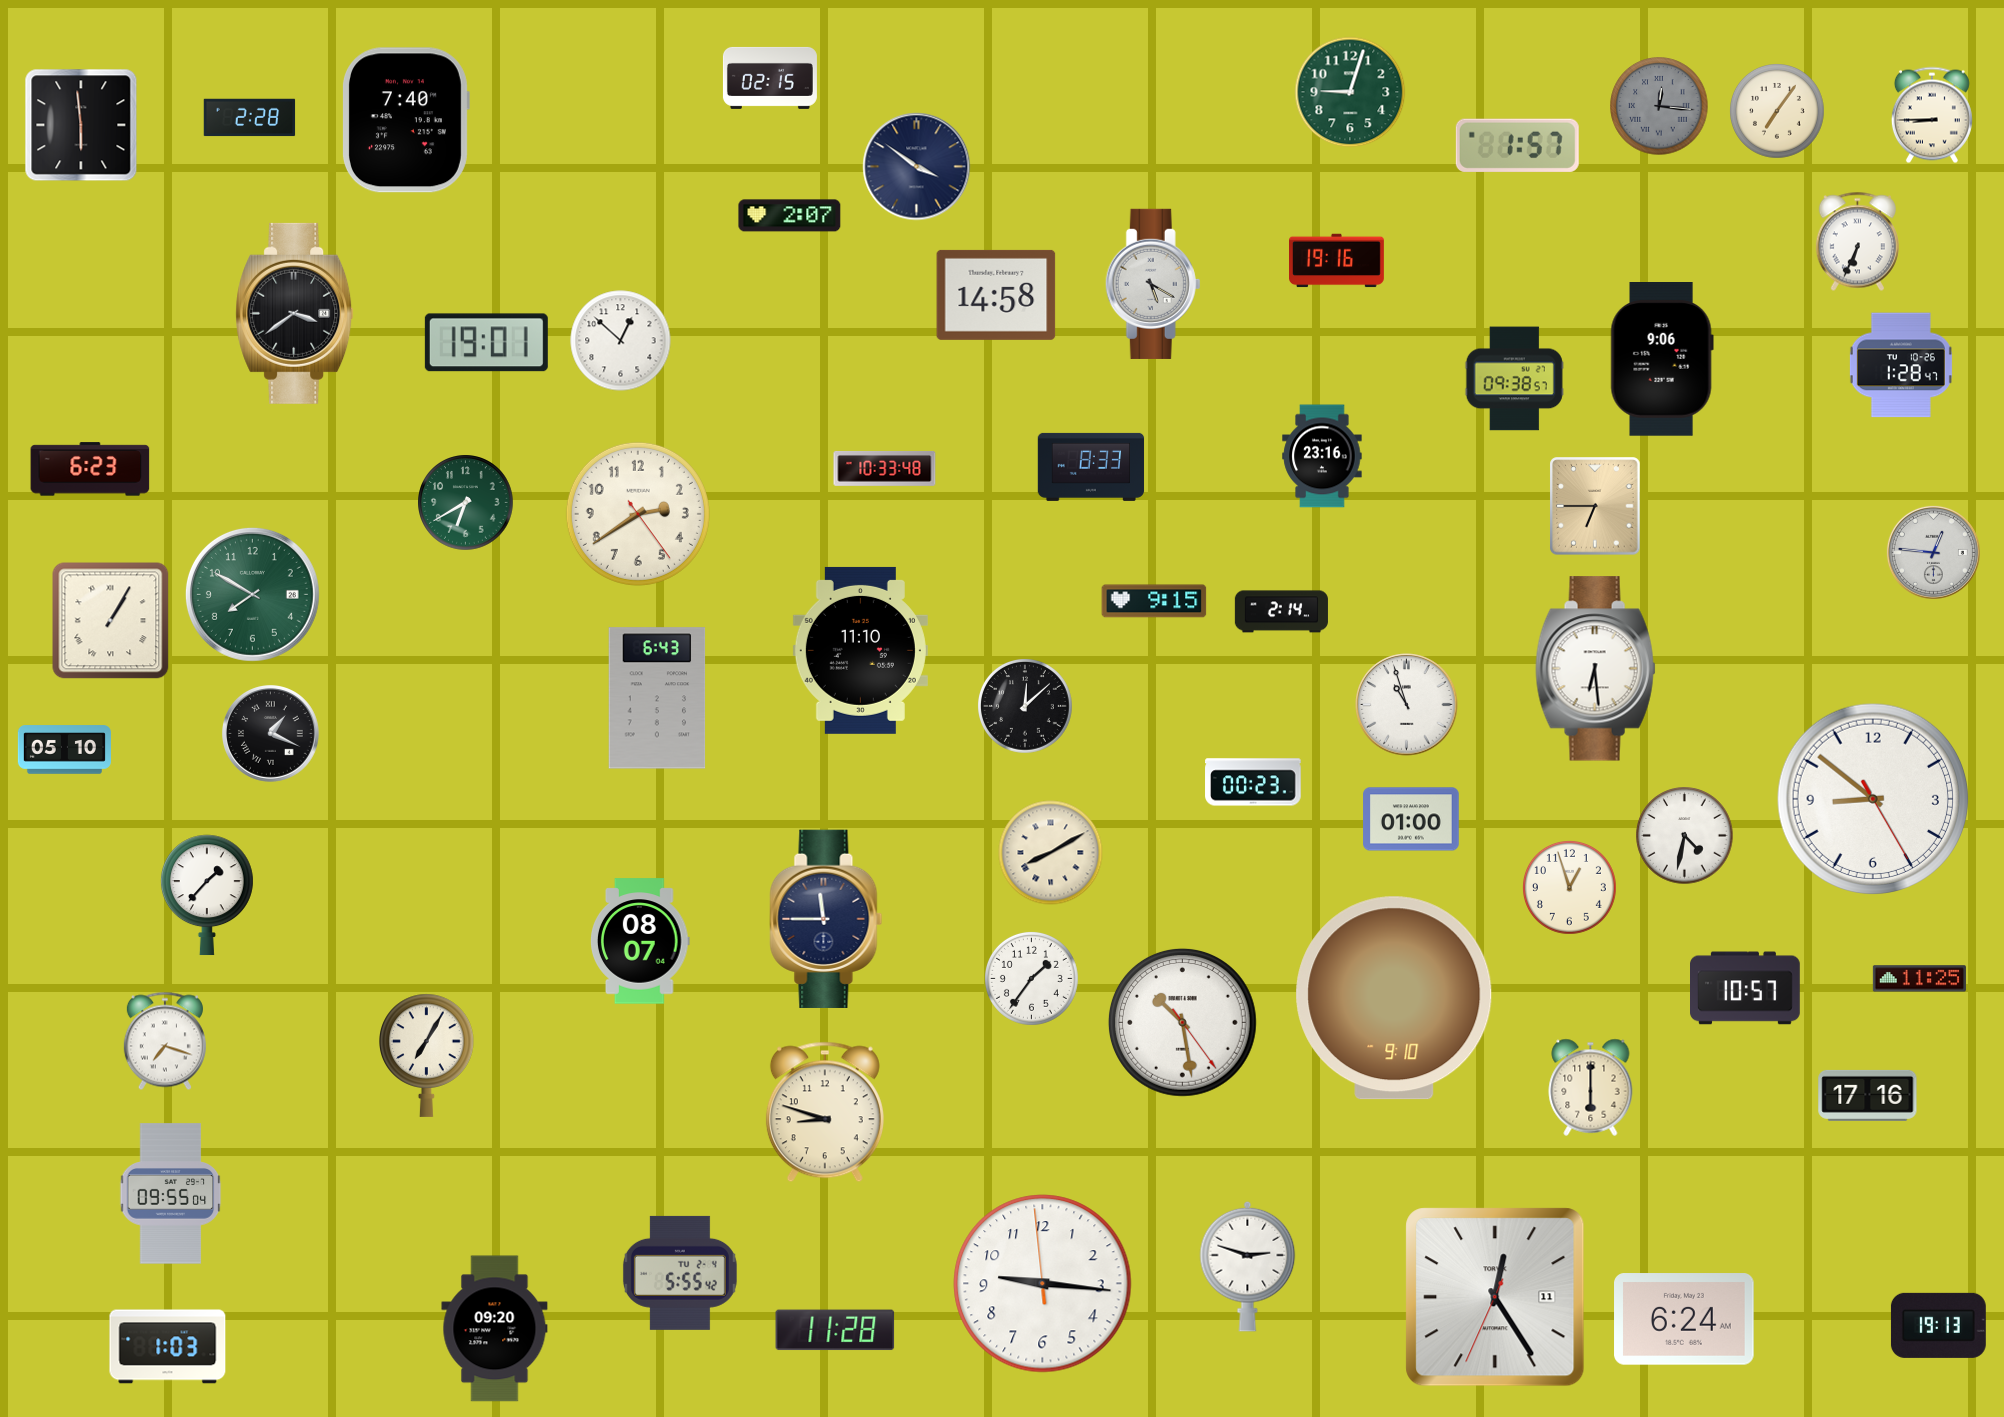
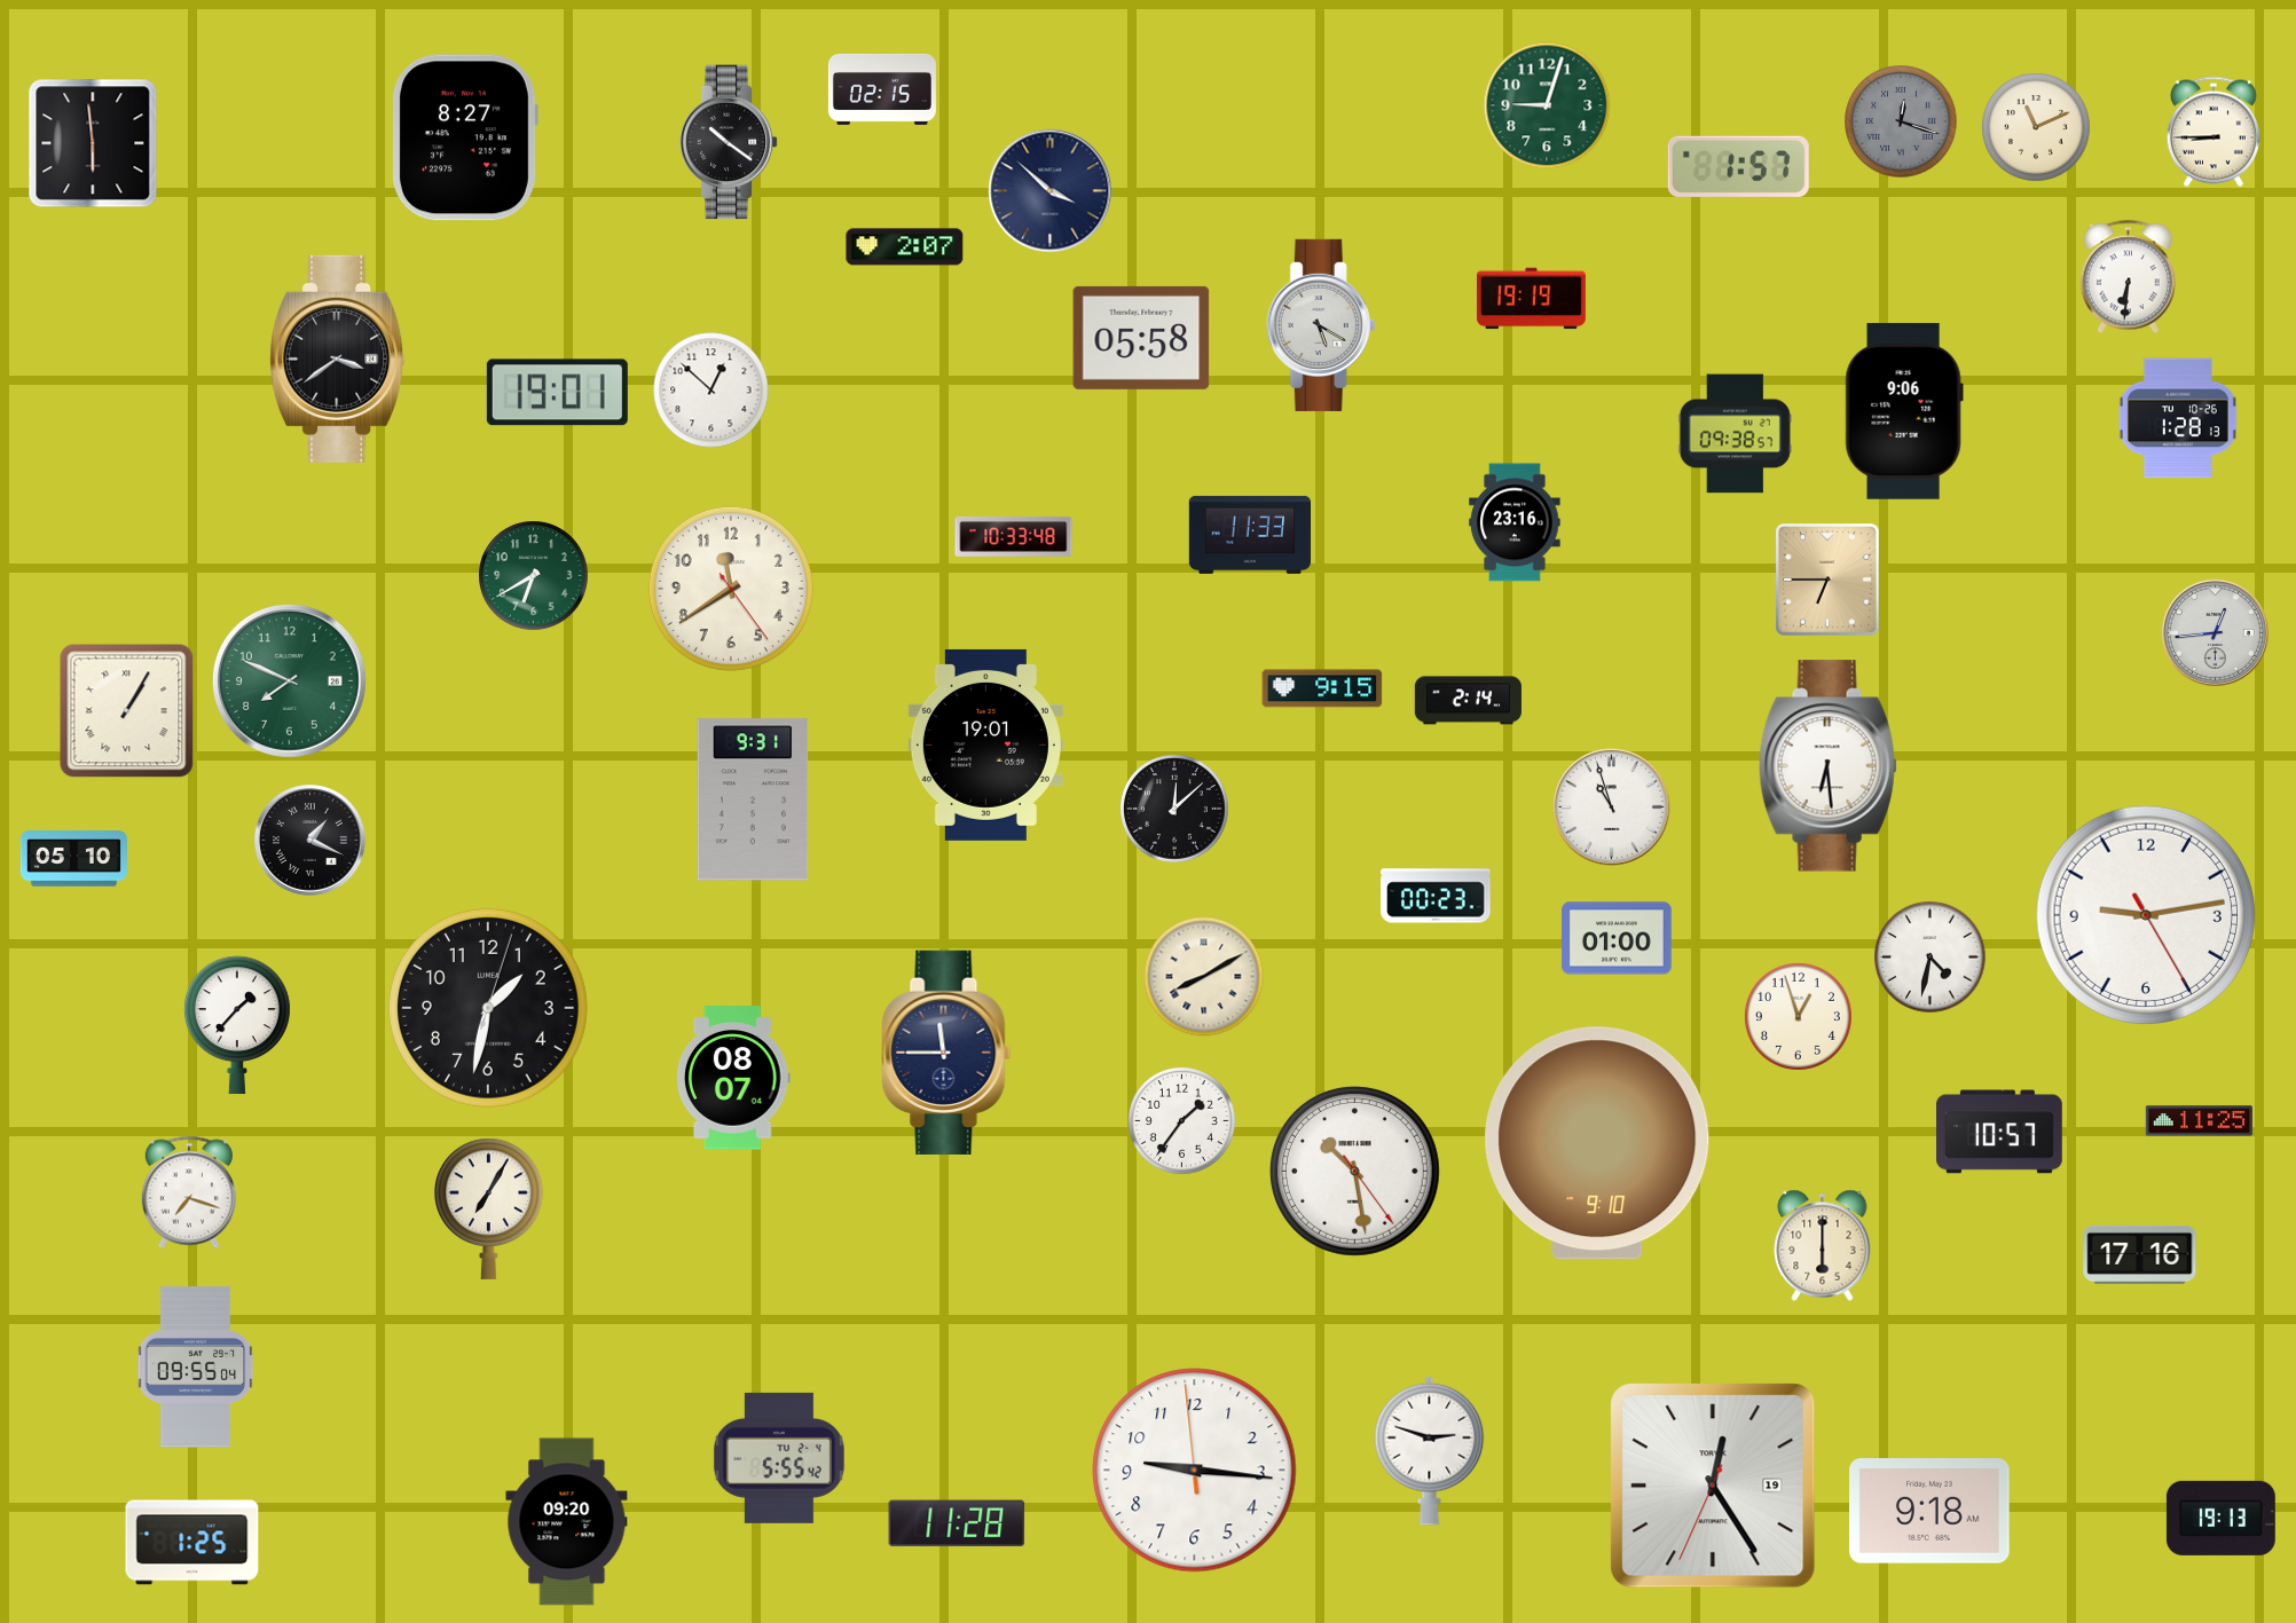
clock at (1659, 106): 12:16 -> 12:18
clock at (1778, 112): 7:06 -> 11:11
clock at (250, 118): 2:28 -> none
clock at (406, 120): 7:40 -> 8:27
clock at (729, 142): none -> 10:21
clock at (917, 167): 3:51 -> 3:52
clock at (1857, 242): 6:34 -> 6:31
clock at (1337, 261): 19:16 -> 19:19
clock at (996, 295): 14:58 -> 05:58
clock at (1901, 365): 1:28:47 -> 1:28:13
clock at (1091, 467): 8:33 -> 11:33
clock at (90, 469): 6:23 -> none
clock at (638, 514): 2:39 -> 11:39
clock at (1933, 552): 12:46 -> 12:44
clock at (252, 594): 7:50 -> 7:49
clock at (860, 650): 11:10 -> 19:01
clock at (657, 698): 6:43 -> 9:31
clock at (1872, 798): 8:51 -> 9:13
clock at (488, 1008): none -> 1:32
clock at (825, 1112): 8:48 -> none
clock at (1495, 1297) date: 11 -> 19
clock at (1684, 1319): 6:24 -> 9:18
clock at (168, 1347): 1:03 -> 1:25
